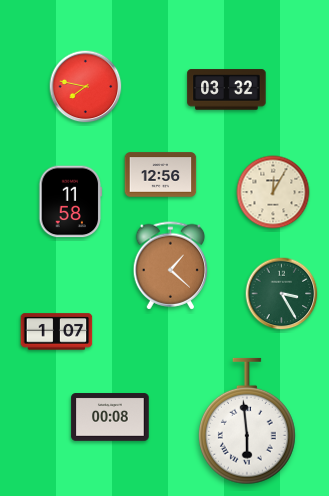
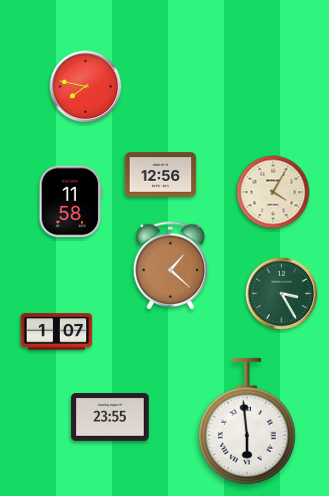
clock at (227, 90): 03:32 -> none
clock at (273, 192): 12:05 -> 4:05
clock at (110, 417): 00:08 -> 23:55
